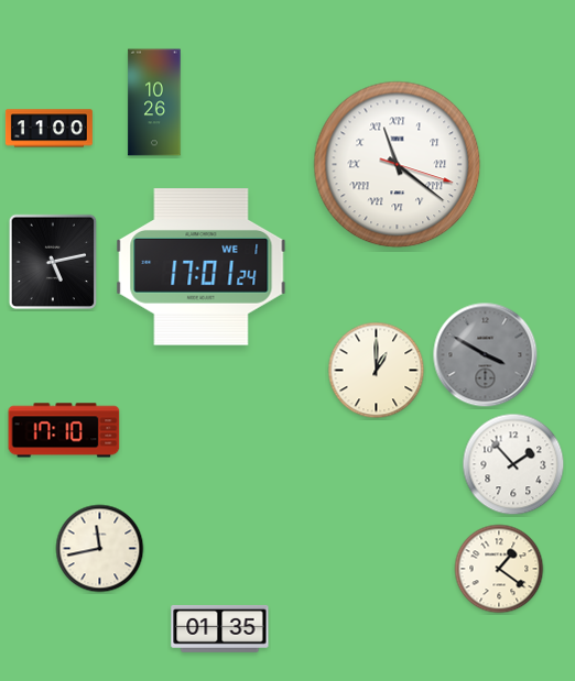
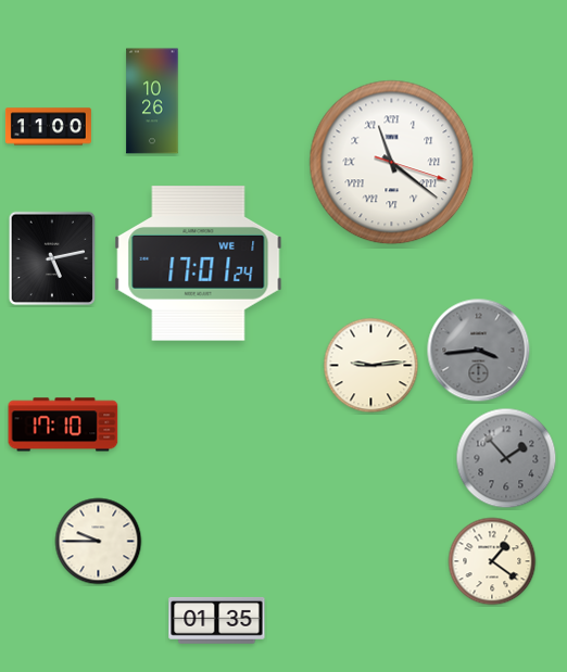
clock at (486, 355): 3:50 -> 3:44
clock at (377, 371): 1:00 -> 9:14
clock at (513, 464) dial: white -> grey
clock at (100, 549): 11:43 -> 9:45
